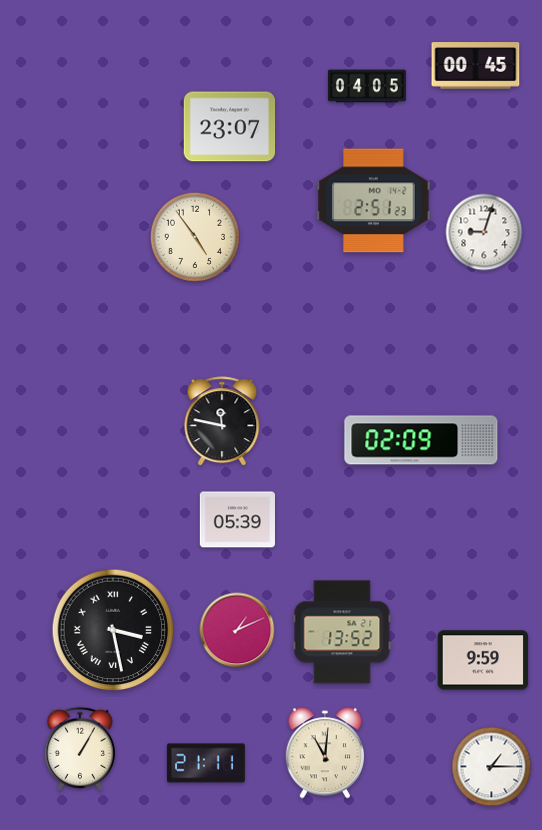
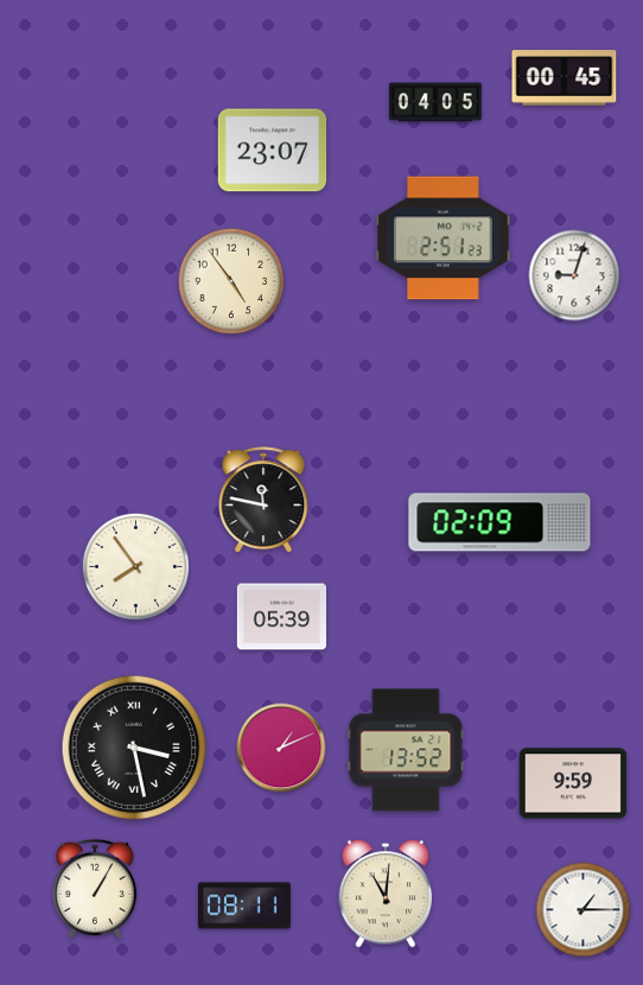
clock at (135, 566): none -> 7:54
clock at (206, 763): 21:11 -> 08:11
